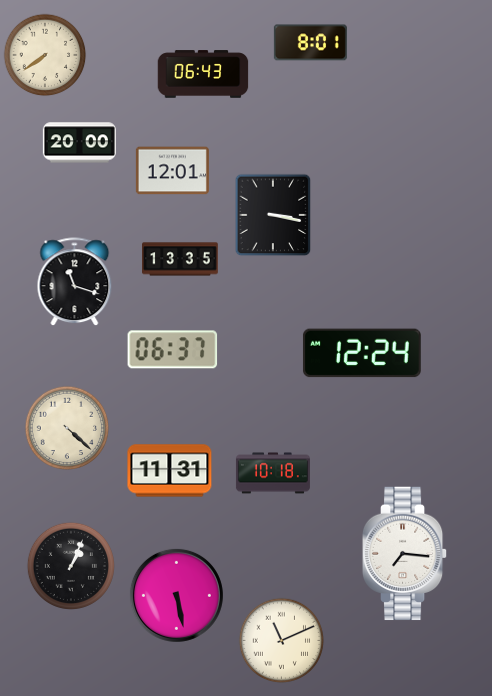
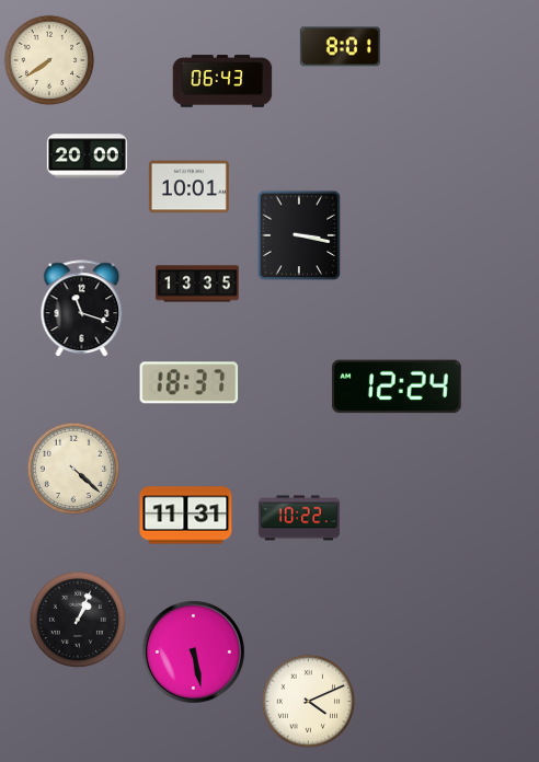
clock at (172, 171): 12:01 -> 10:01
clock at (173, 350): 06:37 -> 18:37
clock at (273, 473): 10:18 -> 10:22
clock at (405, 554): 7:16 -> none
clock at (282, 641): 11:11 -> 4:11
